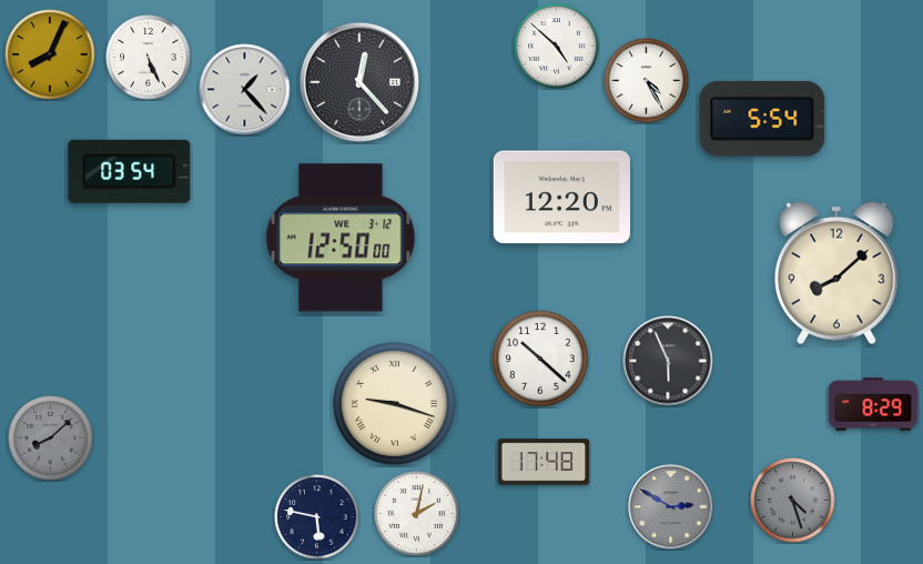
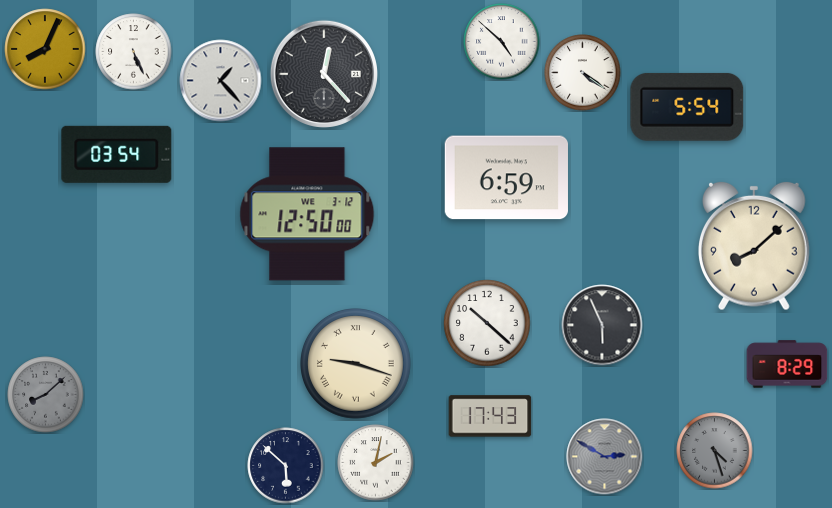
clock at (647, 81): 4:25 -> 4:21
clock at (561, 198): 12:20 -> 6:59
clock at (544, 462): 17:48 -> 17:43
clock at (317, 517): 5:47 -> 5:52
